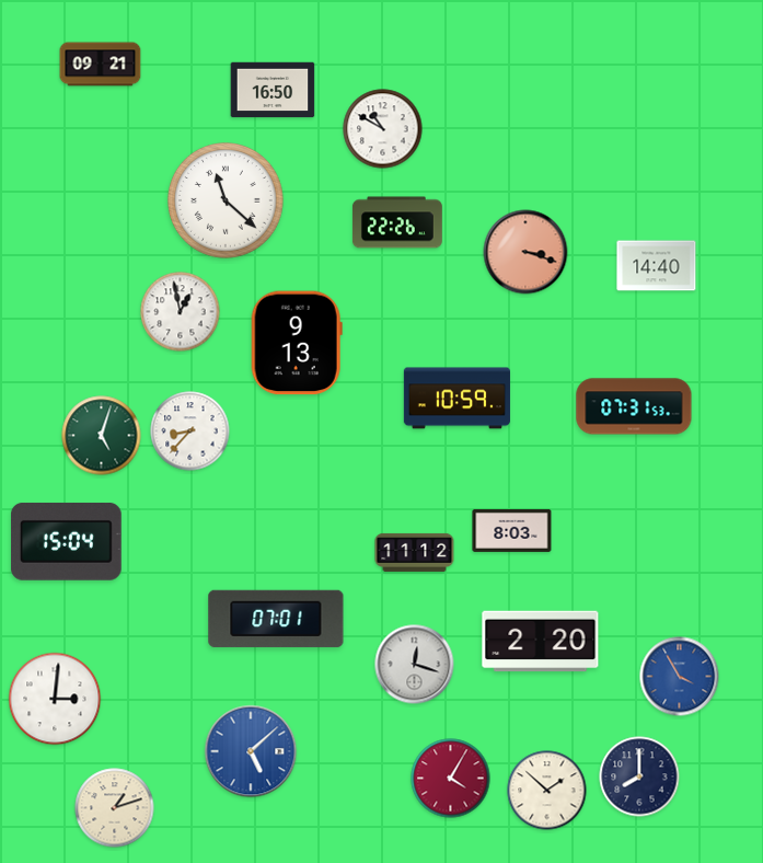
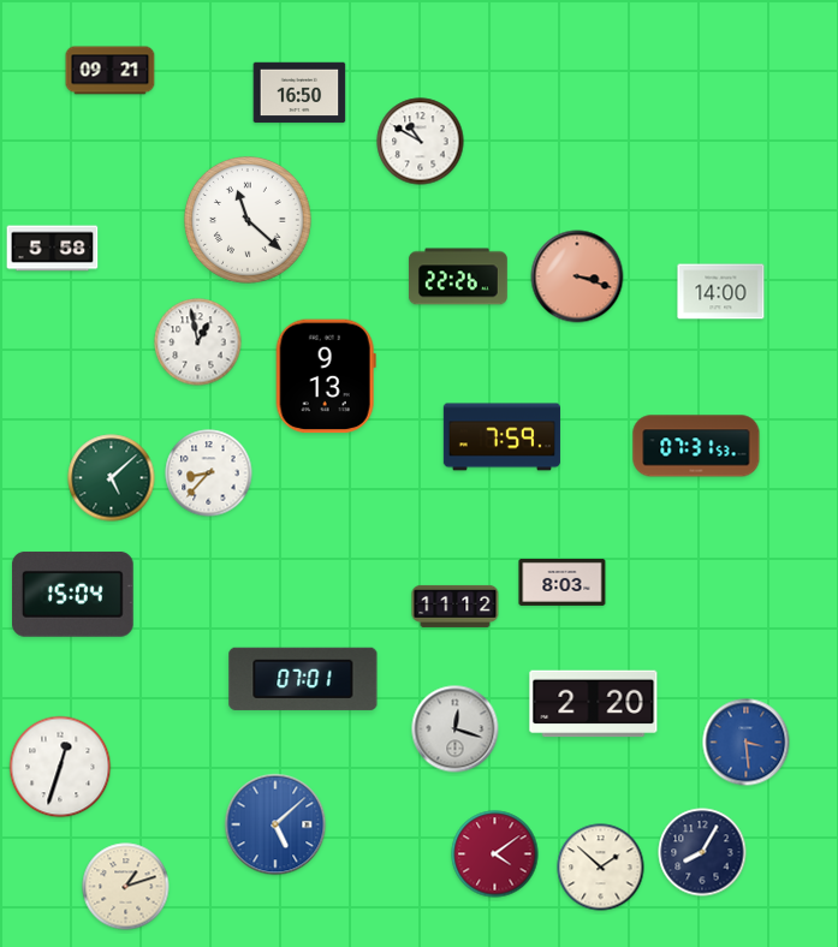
clock at (273, 90) position: (273, 90) -> (299, 93)
clock at (397, 222) position: (397, 222) -> (458, 276)
clock at (53, 249): none -> 5:58
clock at (657, 266): 14:40 -> 14:00
clock at (456, 399): 10:59 -> 7:59
clock at (102, 436): 5:03 -> 5:08
clock at (680, 677): 3:55 -> 3:29
clock at (55, 699): 3:01 -> 12:33
clock at (639, 776): 8:00 -> 8:05
clock at (451, 779): 4:05 -> 4:09
